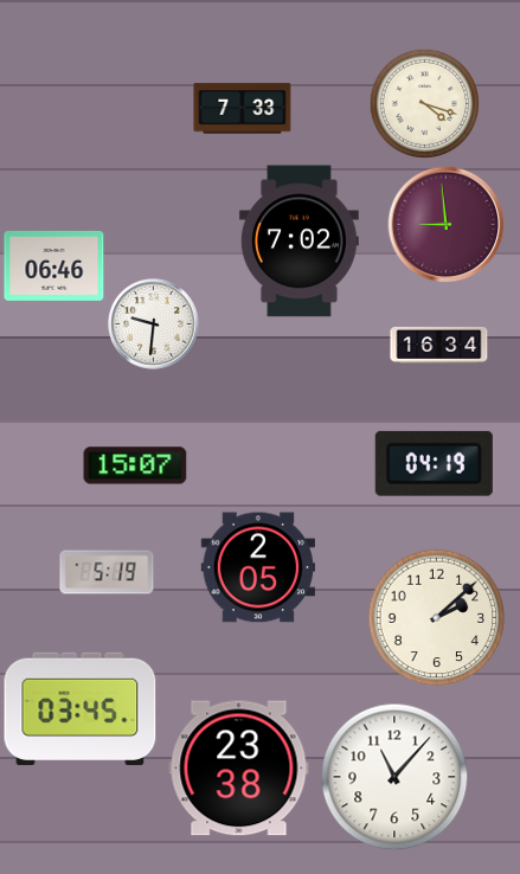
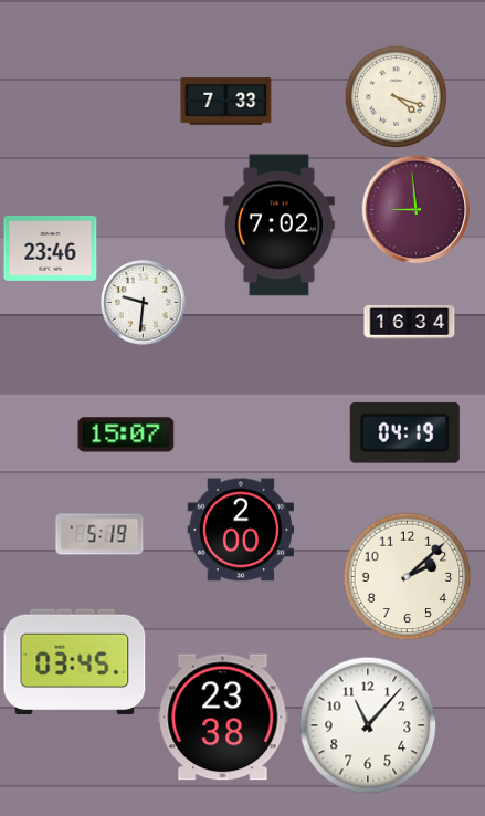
clock at (54, 265): 06:46 -> 23:46
clock at (258, 567): 2:05 -> 2:00
